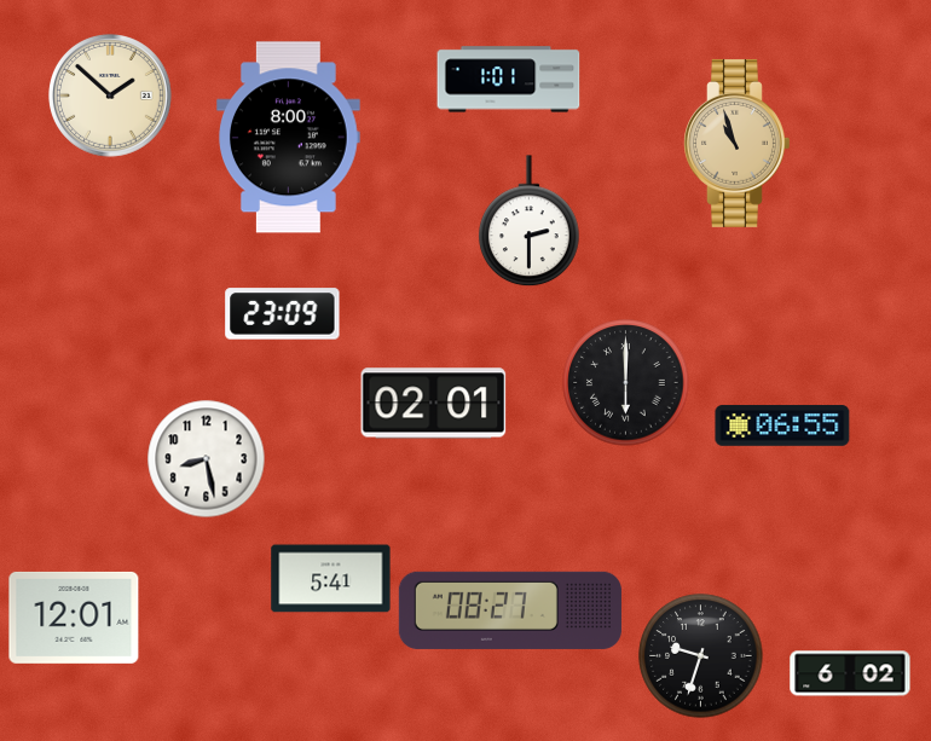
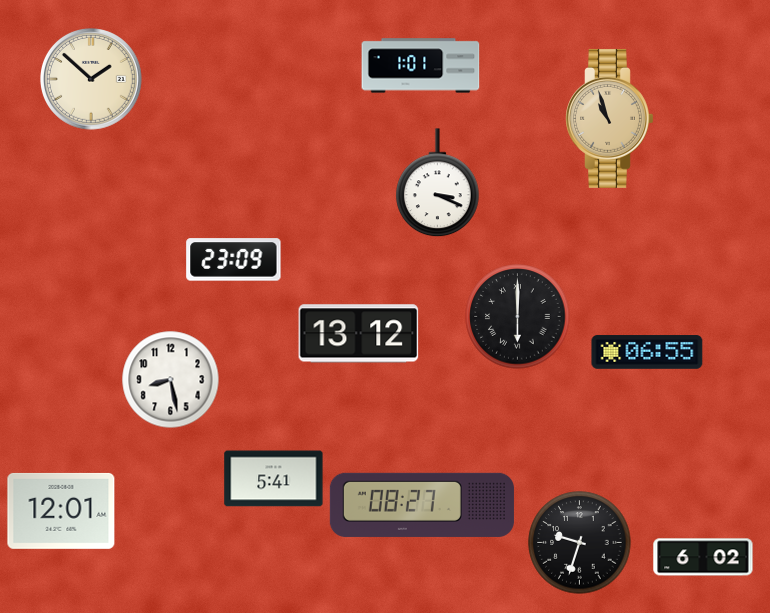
clock at (289, 138): 8:00 -> none
clock at (530, 221): 2:30 -> 3:19
clock at (434, 404): 02:01 -> 13:12
